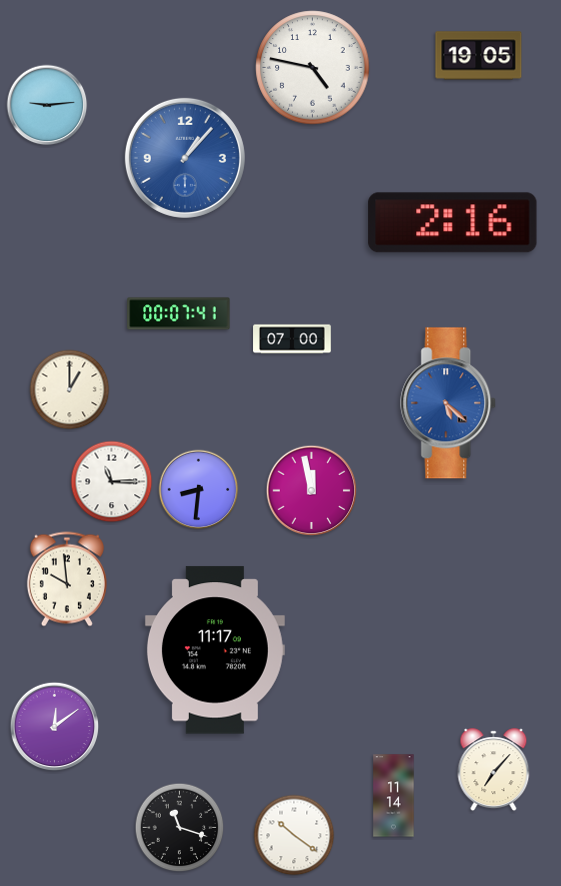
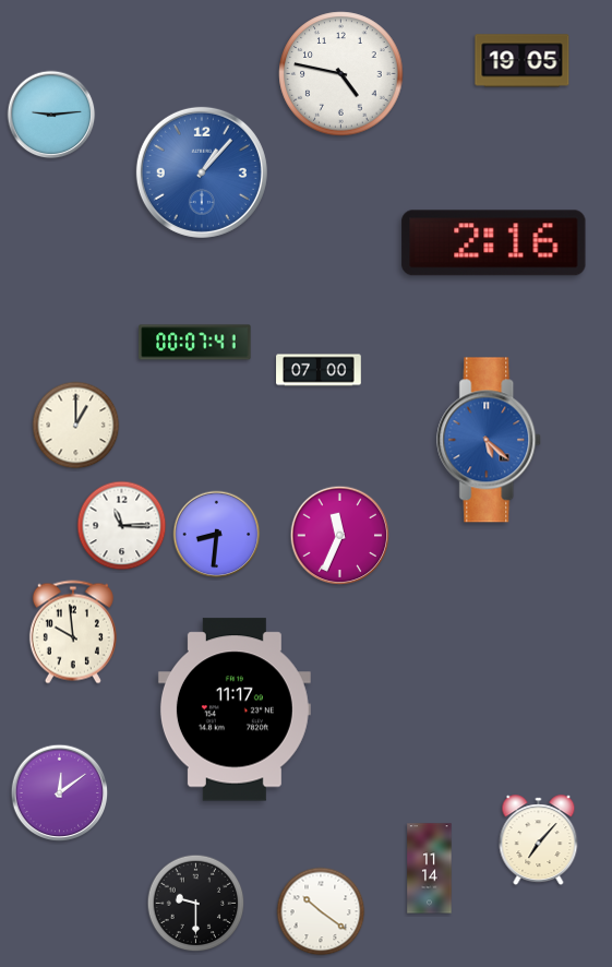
clock at (312, 491): 11:58 -> 11:34
clock at (180, 828): 11:18 -> 9:30
